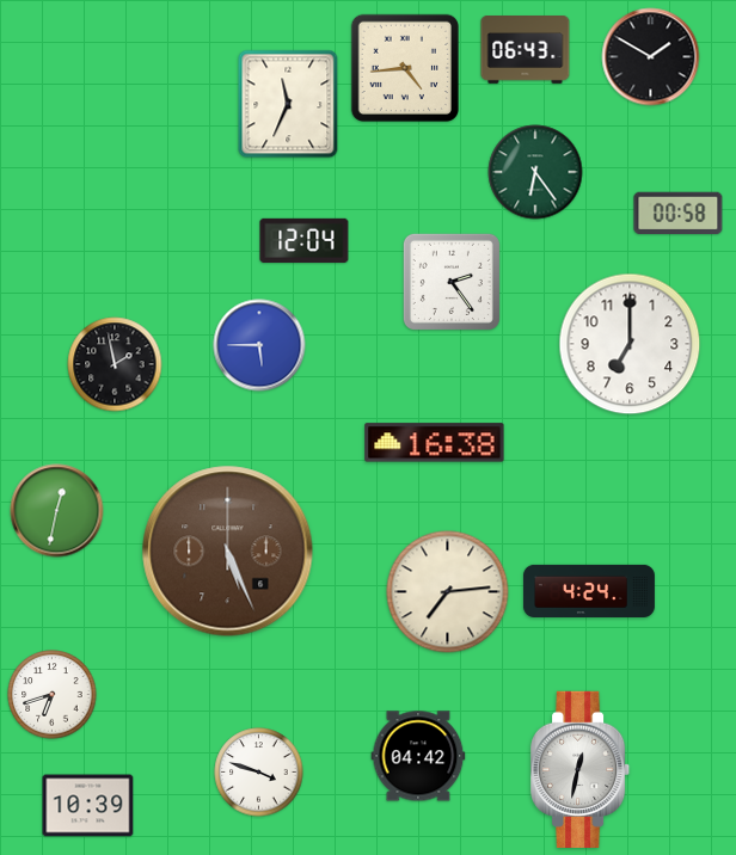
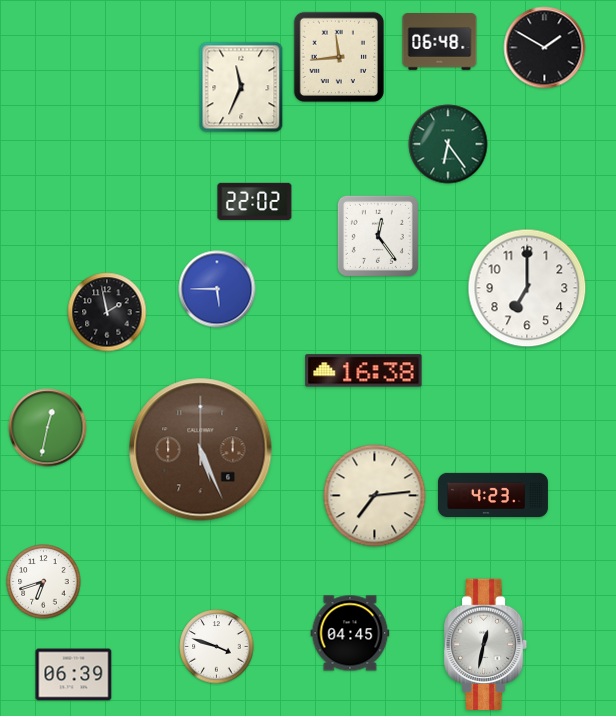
clock at (526, 50): 06:43 -> 06:48
clock at (404, 67): 4:44 -> 11:44
clock at (679, 213): 00:58 -> none
clock at (305, 240): 12:04 -> 22:02
clock at (452, 282): 2:24 -> 12:24
clock at (115, 364) position: (115, 364) -> (107, 312)
clock at (228, 552) position: (228, 552) -> (201, 450)
clock at (589, 590): 4:24 -> 4:23
clock at (418, 756): 04:42 -> 04:45
clock at (88, 806): 10:39 -> 06:39
